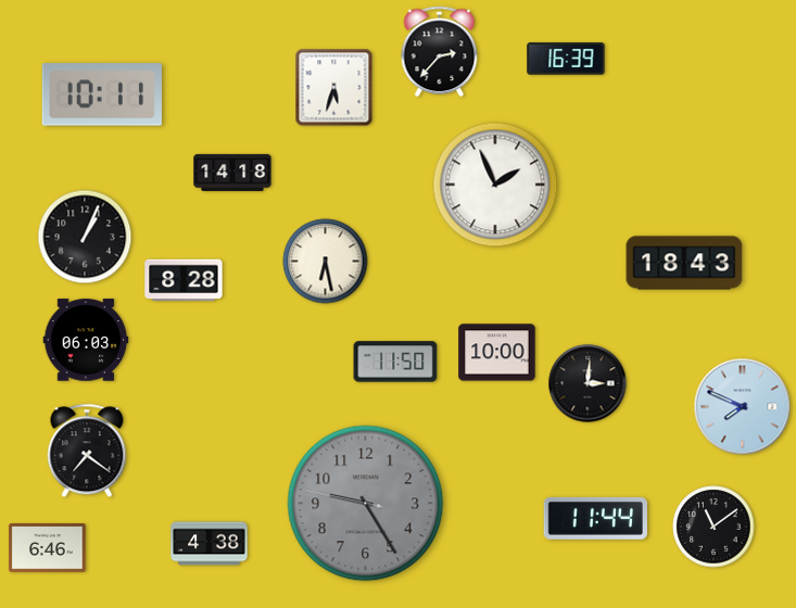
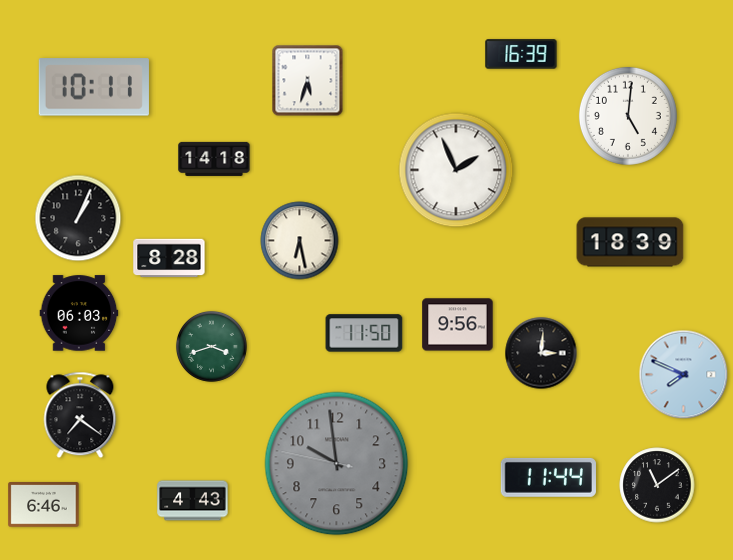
clock at (440, 52): 2:37 -> none
clock at (628, 116): none -> 5:01
clock at (684, 263): 18:43 -> 18:39
clock at (497, 353): 10:00 -> 9:56
clock at (211, 346): none -> 3:42
clock at (366, 504): 9:24 -> 9:58
clock at (210, 544): 4:38 -> 4:43
